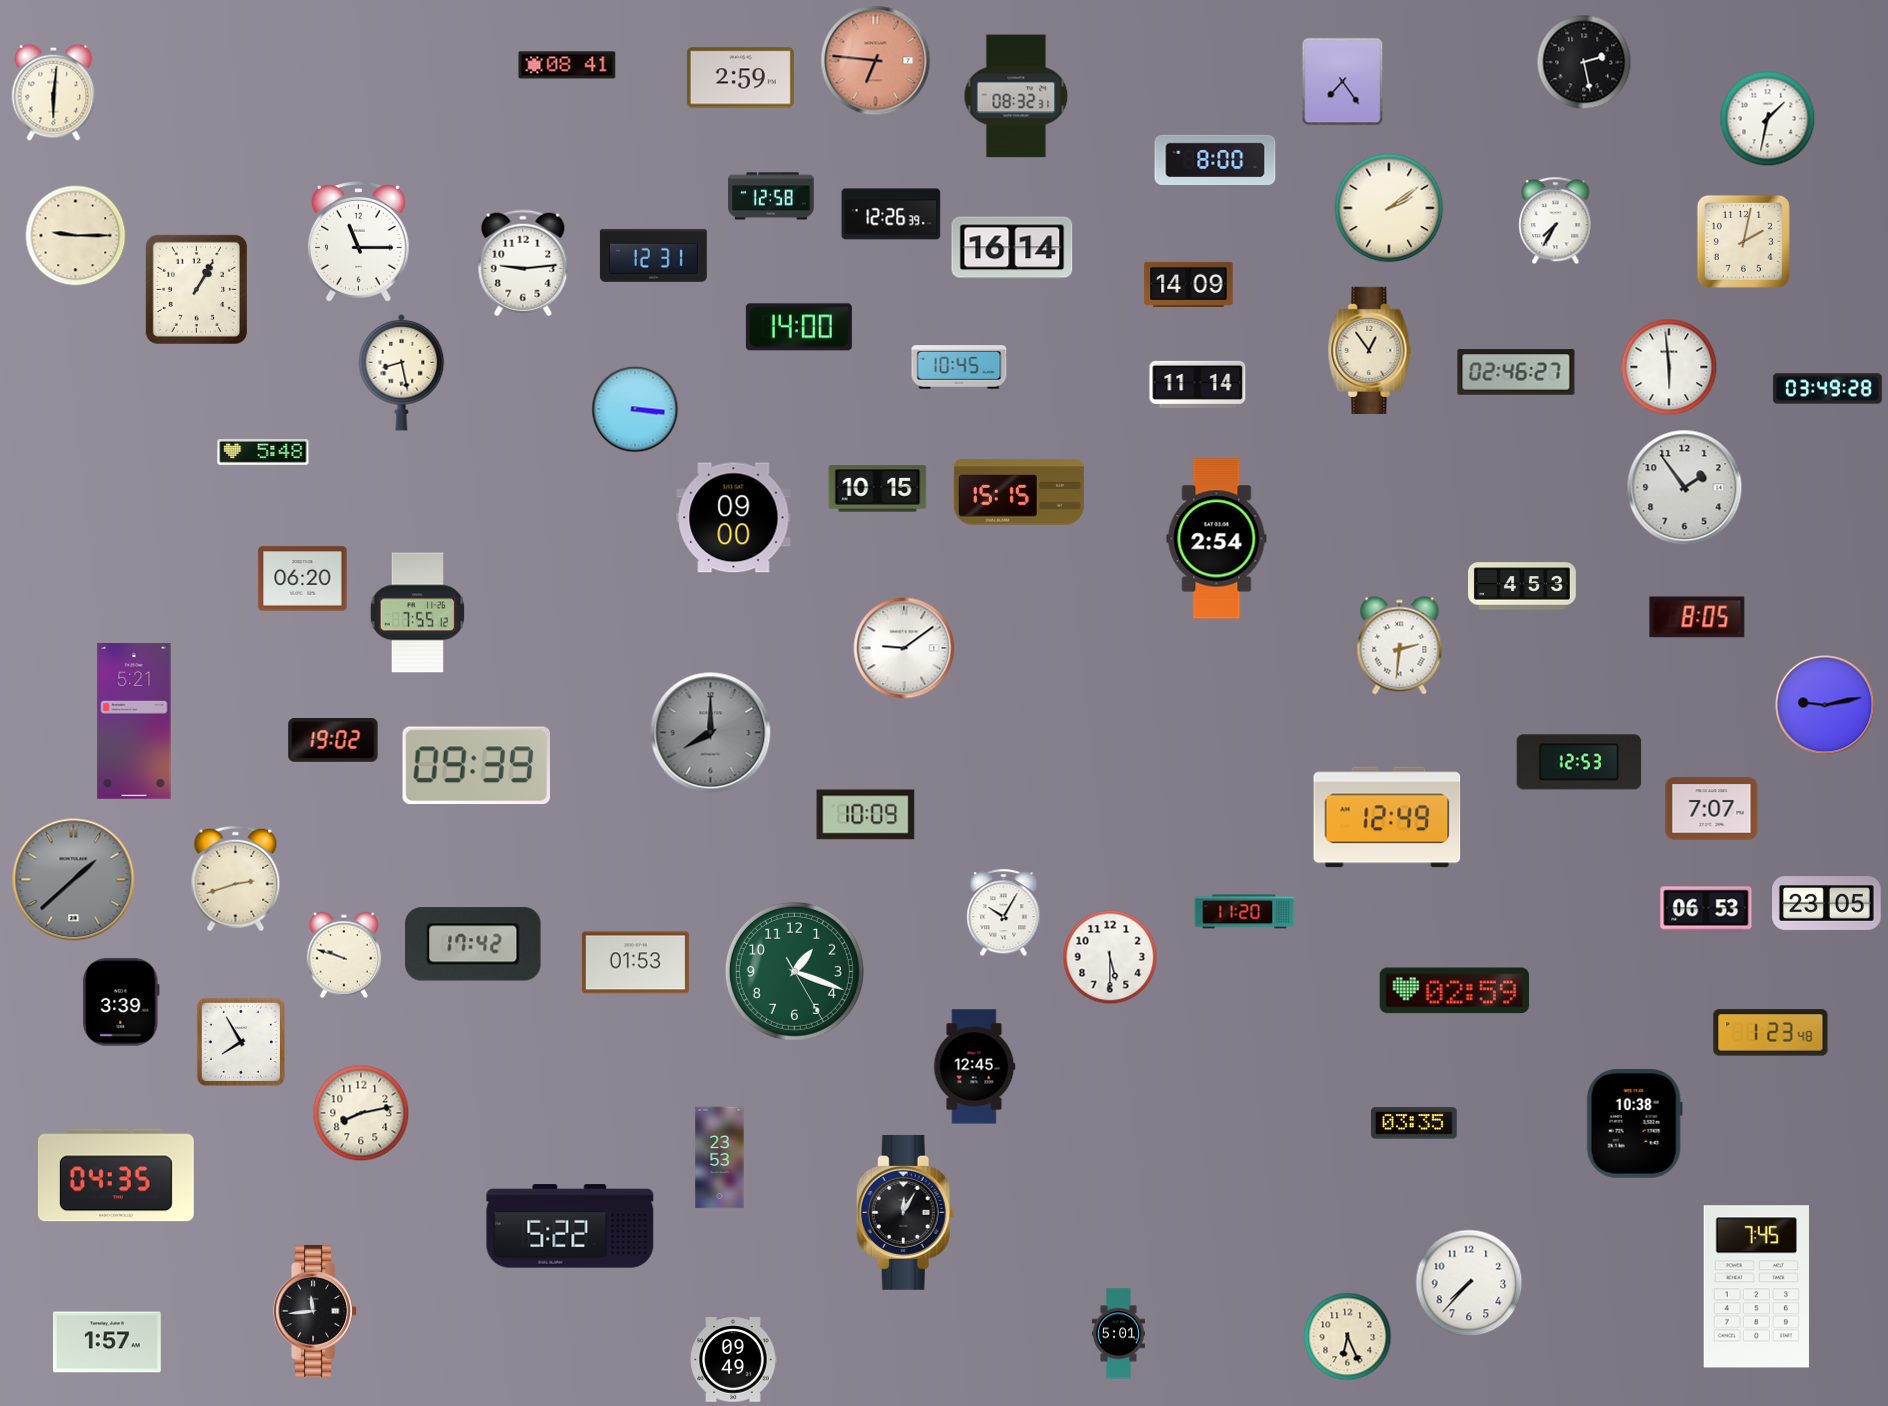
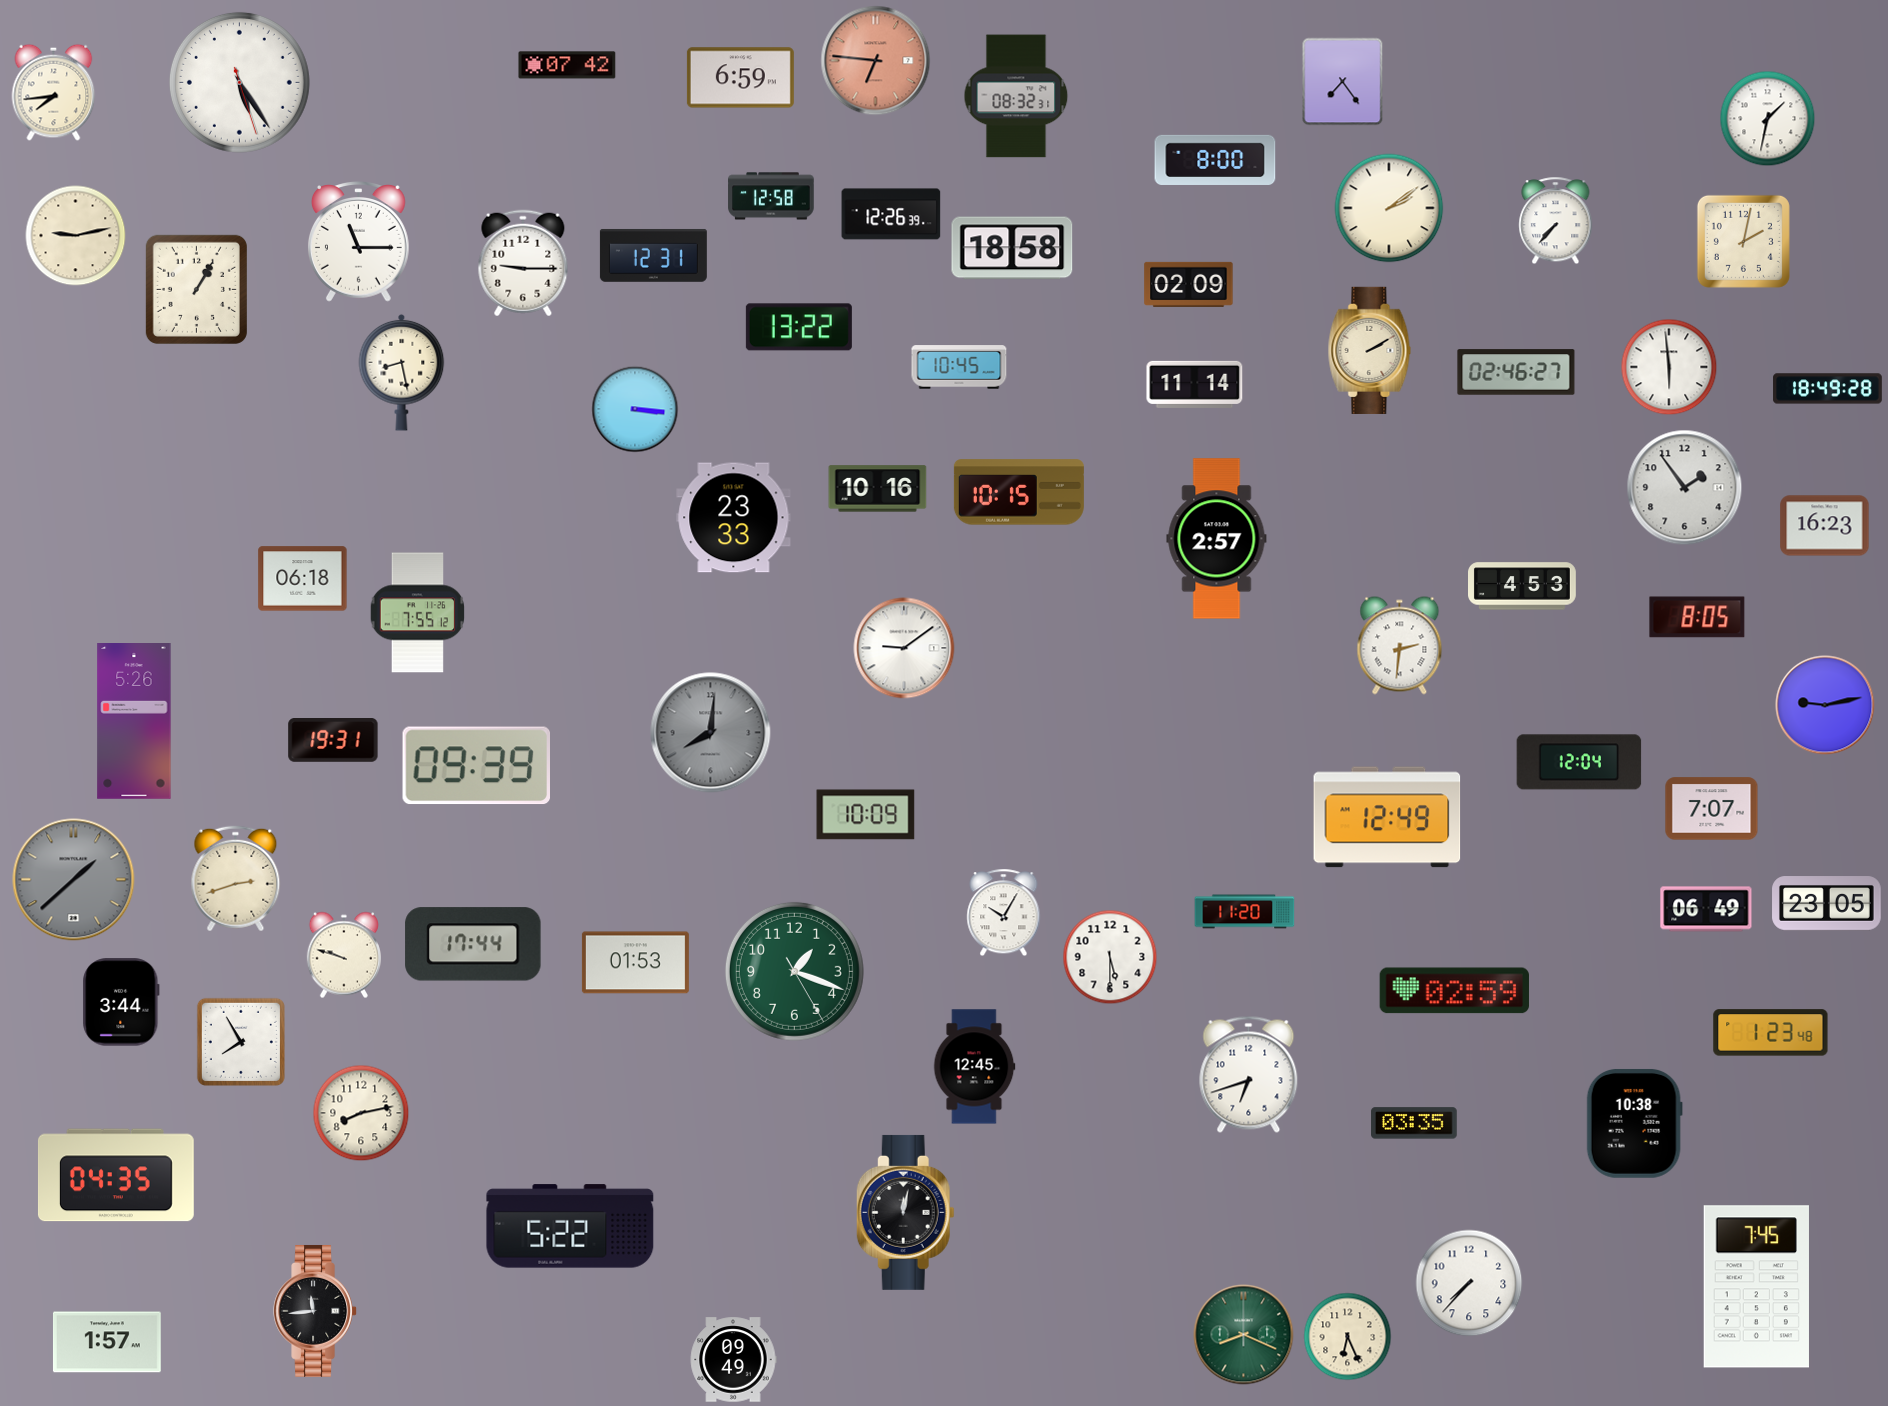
clock at (1584, 62): 2:28 -> none
clock at (567, 65): 08:41 -> 07:42
clock at (740, 78): 2:59 -> 6:59
clock at (239, 82): none -> 5:24
clock at (54, 92): 6:01 -> 7:44
clock at (1556, 221): 7:35 -> 7:37
clock at (76, 236): 9:15 -> 9:13
clock at (1012, 248): 16:14 -> 18:58
clock at (523, 263): 9:14 -> 9:15
clock at (1189, 284): 14:09 -> 02:09
clock at (799, 327): 14:00 -> 13:22
clock at (1370, 350): 12:54 -> 2:10
clock at (1198, 384) position: (1198, 384) -> (1195, 384)
clock at (1828, 389): 03:49 -> 18:49
clock at (263, 453): 5:48 -> none
clock at (878, 489): 10:15 -> 10:16
clock at (1019, 492): 15:15 -> 10:15
clock at (734, 518): 09:00 -> 23:33
clock at (1825, 526): none -> 16:23
clock at (1217, 539): 2:54 -> 2:57
clock at (303, 579): 06:20 -> 06:18
clock at (134, 722): 5:21 -> 5:26
clock at (711, 733): 8:00 -> 8:01
clock at (333, 741): 19:02 -> 19:31
clock at (1579, 762): 12:53 -> 12:04
clock at (1706, 909): 06:53 -> 06:49
clock at (473, 944): 17:42 -> 17:44
clock at (121, 1002): 3:39 -> 3:44
clock at (1249, 1074): none -> 6:42
clock at (720, 1158): 23:53 -> none
clock at (905, 1212): 12:05 -> 12:02
clock at (1118, 1334): 5:01 -> none
clock at (1244, 1335): none -> 8:19
